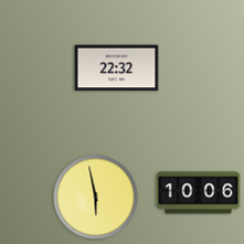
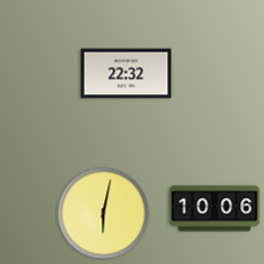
clock at (96, 198): 5:58 -> 6:02
